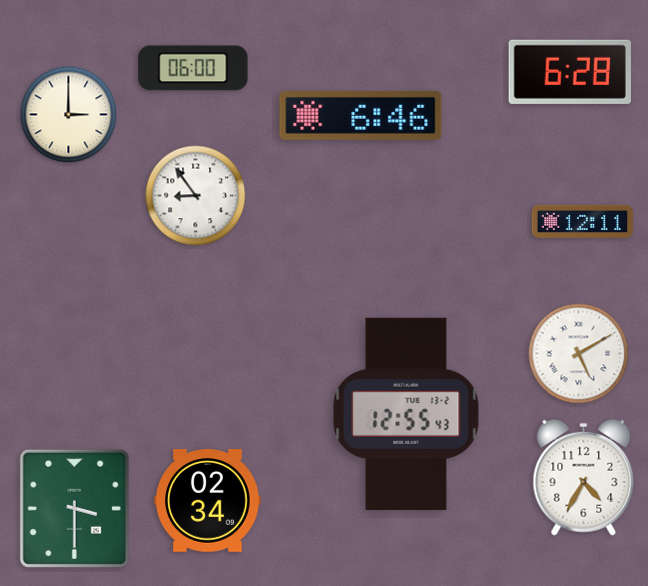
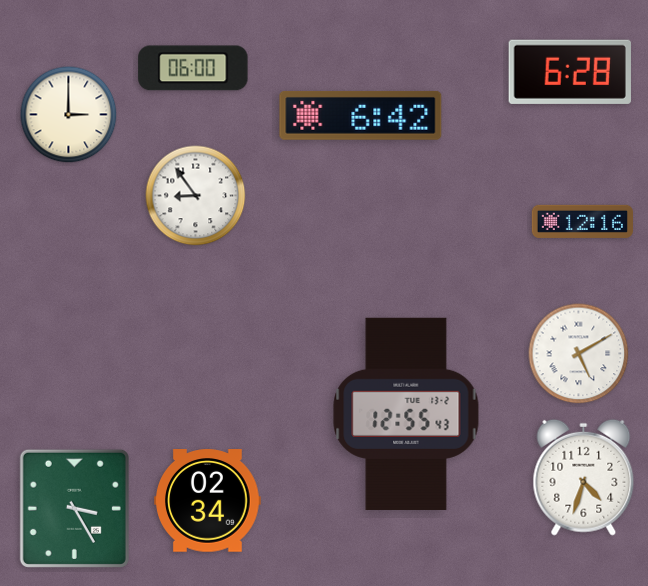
clock at (361, 115): 6:46 -> 6:42
clock at (582, 221): 12:11 -> 12:16
clock at (584, 477): 4:35 -> 4:33
clock at (74, 508): 3:30 -> 3:25
